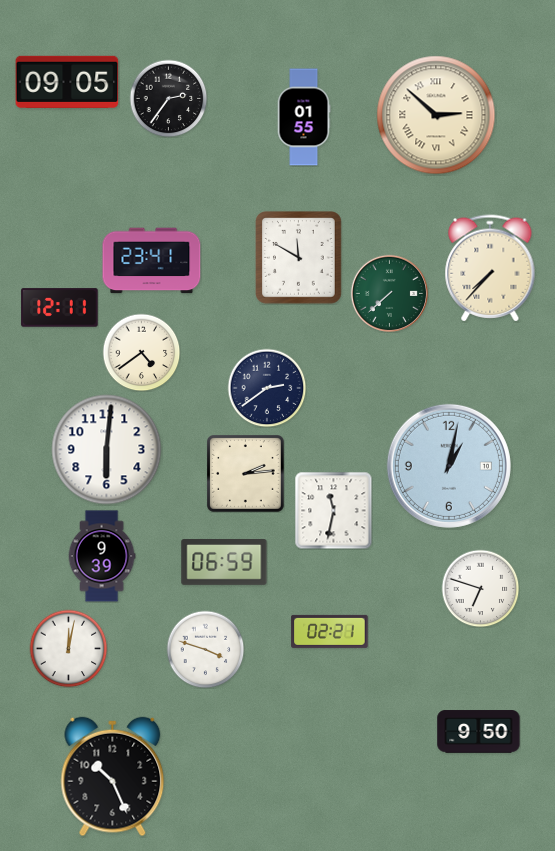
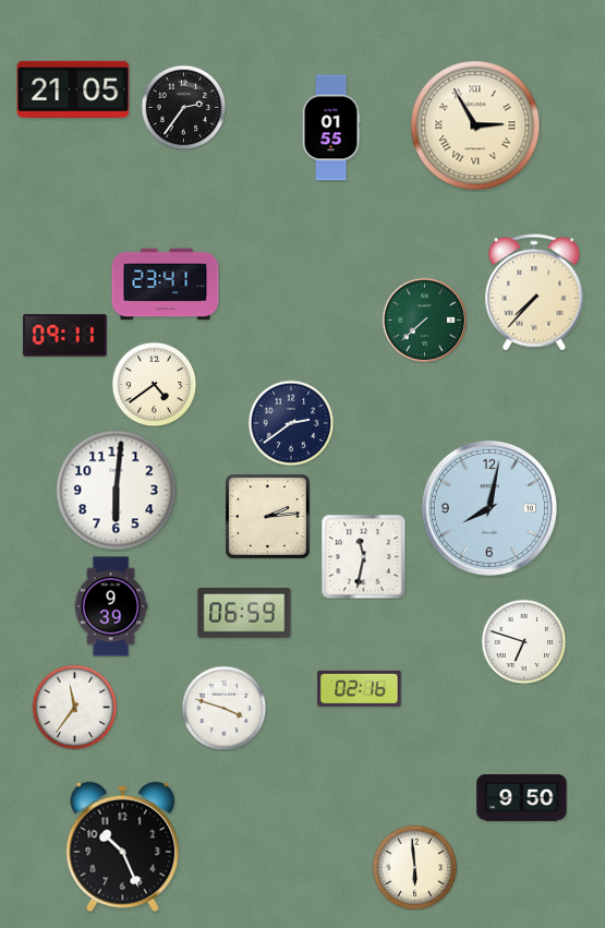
clock at (67, 82): 09:05 -> 21:05
clock at (436, 115): 2:52 -> 2:55
clock at (299, 258): 11:50 -> none
clock at (60, 308): 12:11 -> 09:11
clock at (449, 466): 1:02 -> 8:02
clock at (330, 631): 02:21 -> 02:16
clock at (68, 648): 12:02 -> 11:36
clock at (414, 867): none -> 5:59
